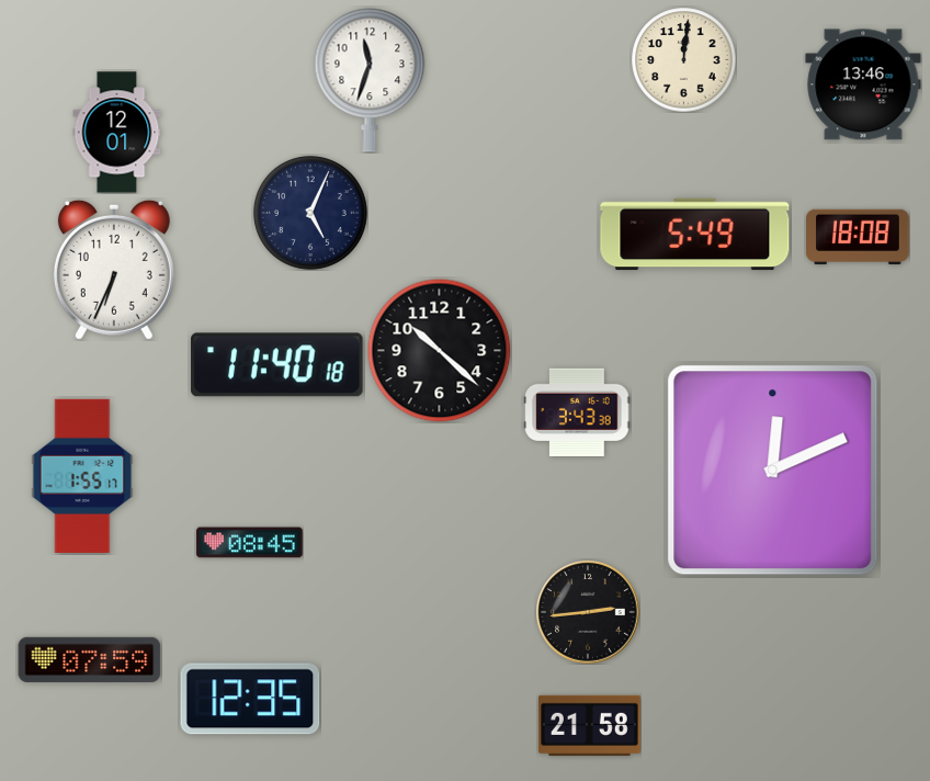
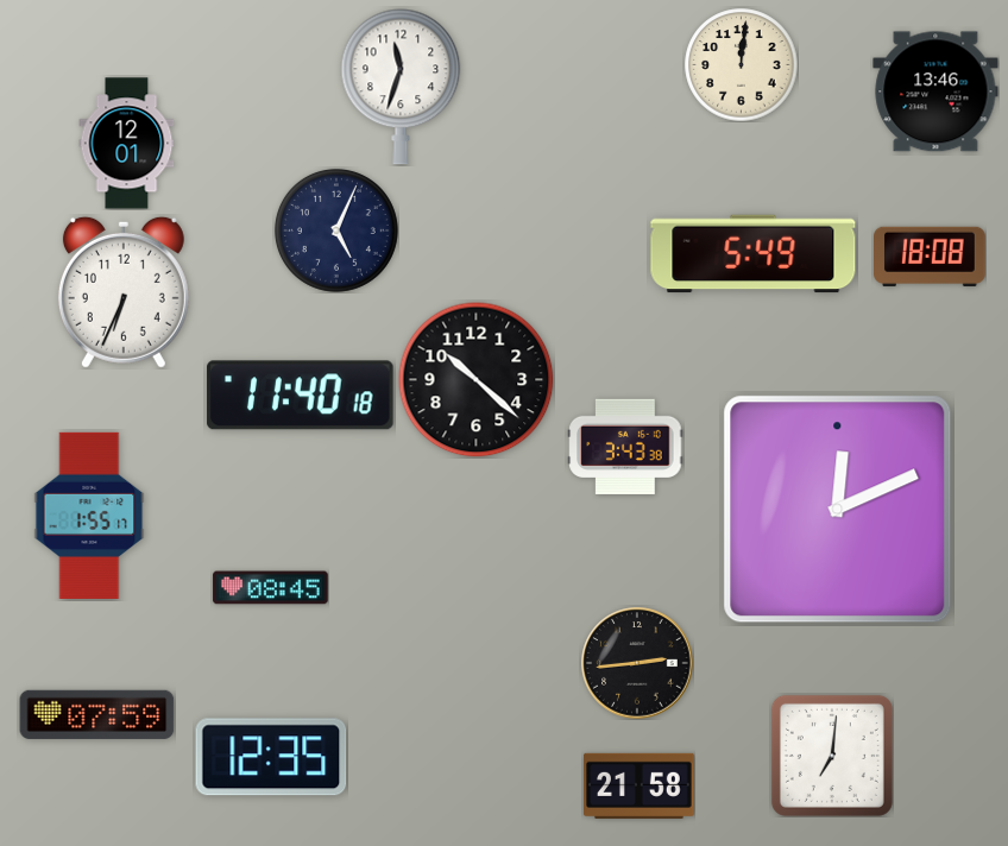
clock at (832, 756): none -> 7:01
